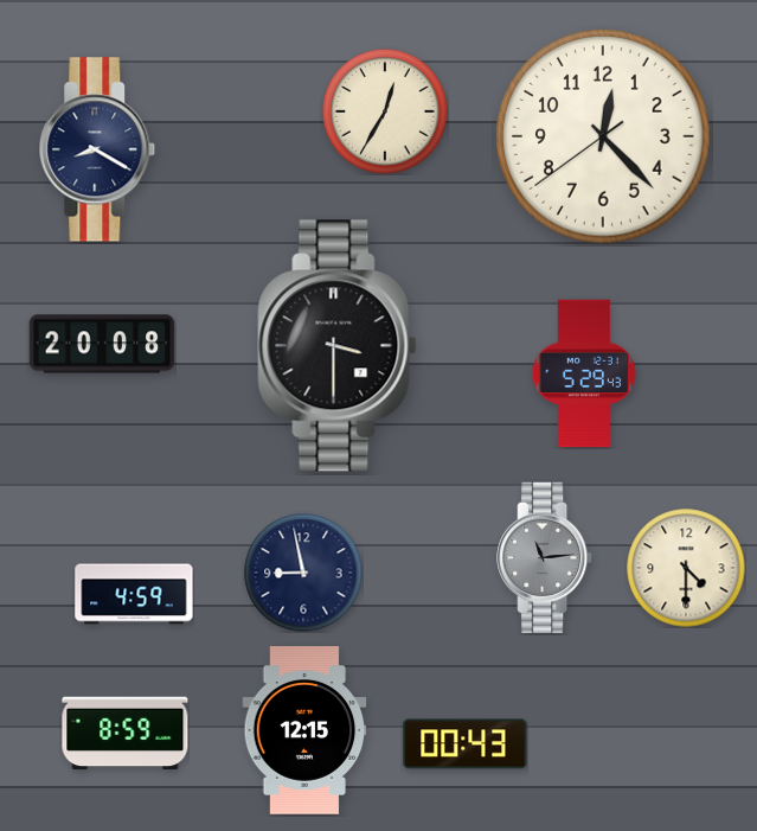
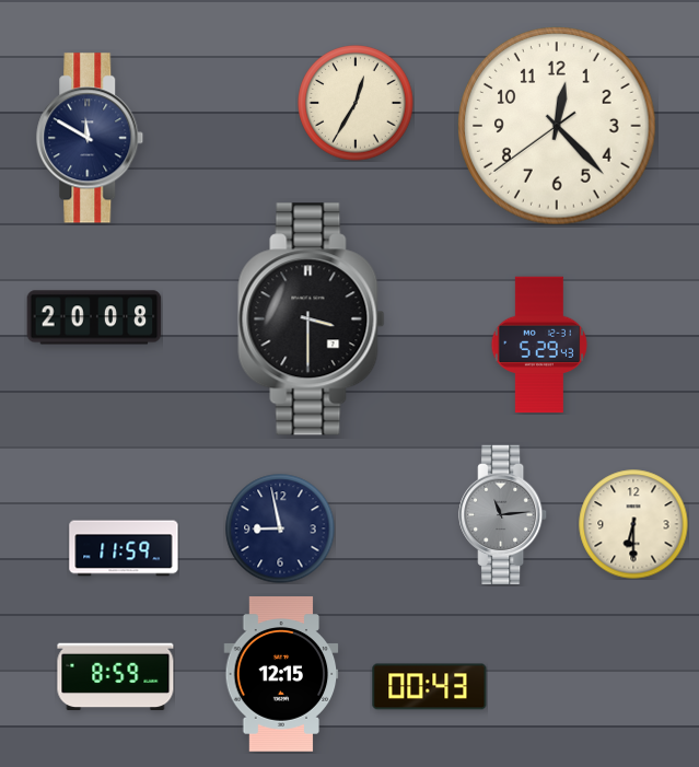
clock at (97, 149): 8:20 -> 11:50
clock at (686, 568): 4:30 -> 6:30
clock at (134, 594): 4:59 -> 11:59
